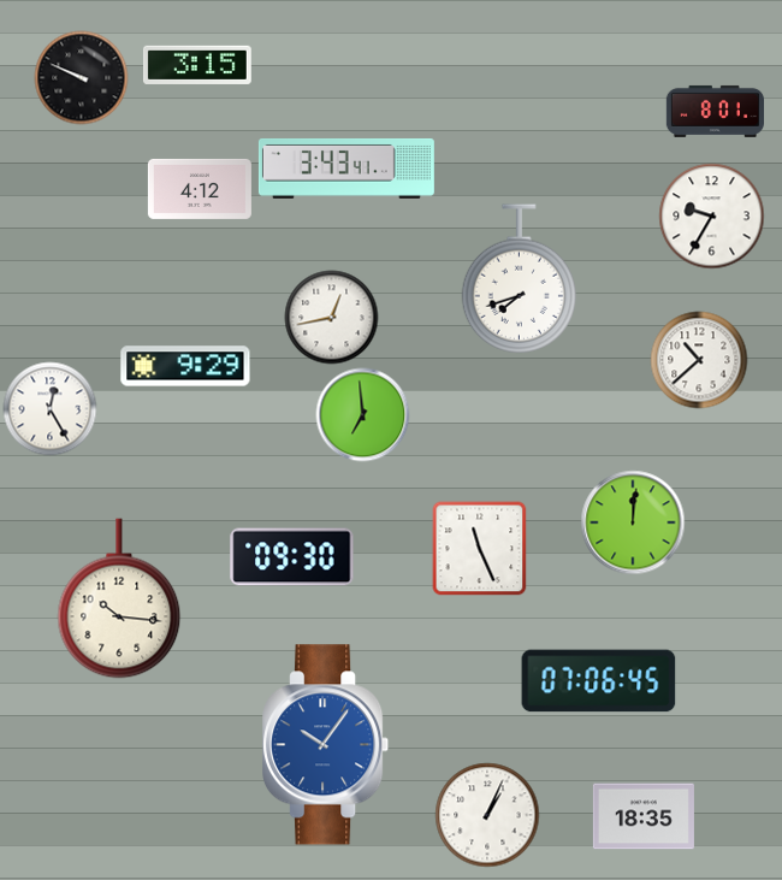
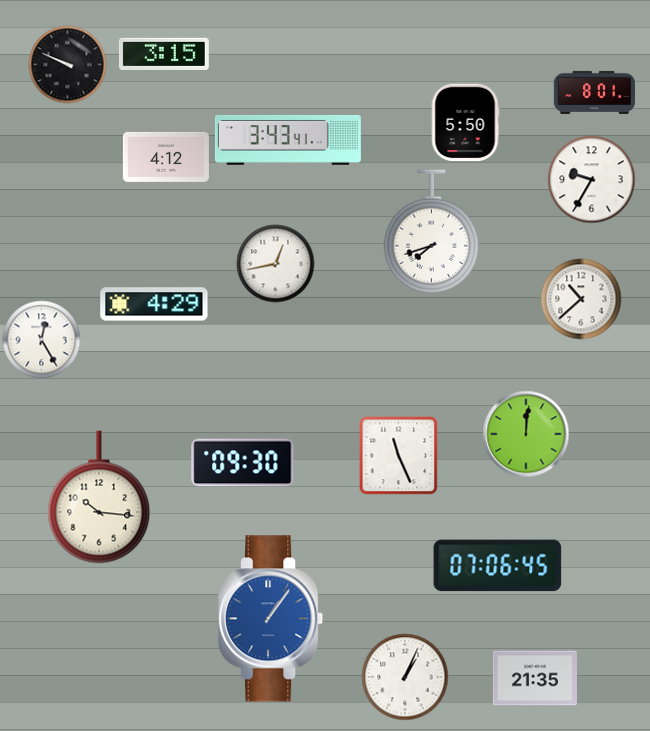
clock at (465, 122): none -> 5:50
clock at (185, 366): 9:29 -> 4:29
clock at (362, 414): 6:59 -> none
clock at (327, 745): 10:06 -> 1:06
clock at (644, 816): 18:35 -> 21:35
